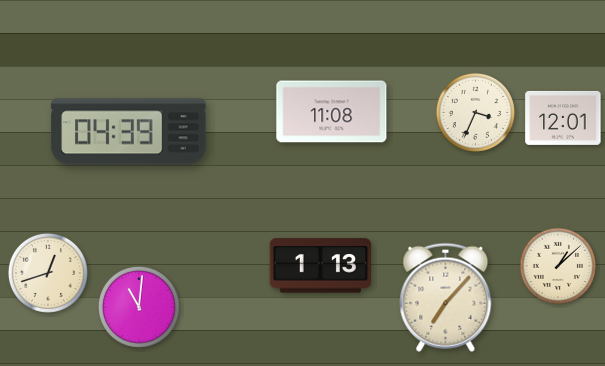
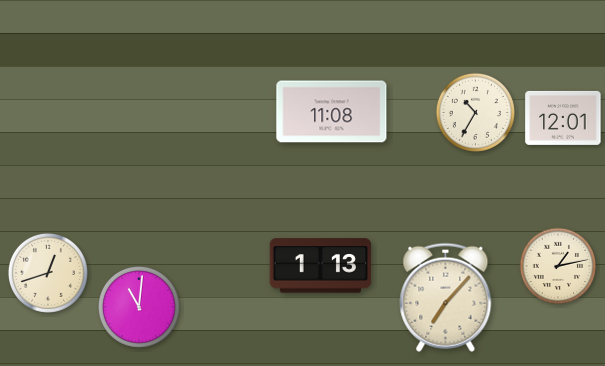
clock at (475, 112): 3:34 -> 10:35
clock at (129, 132): 04:39 -> none
clock at (558, 266): 1:08 -> 1:13
